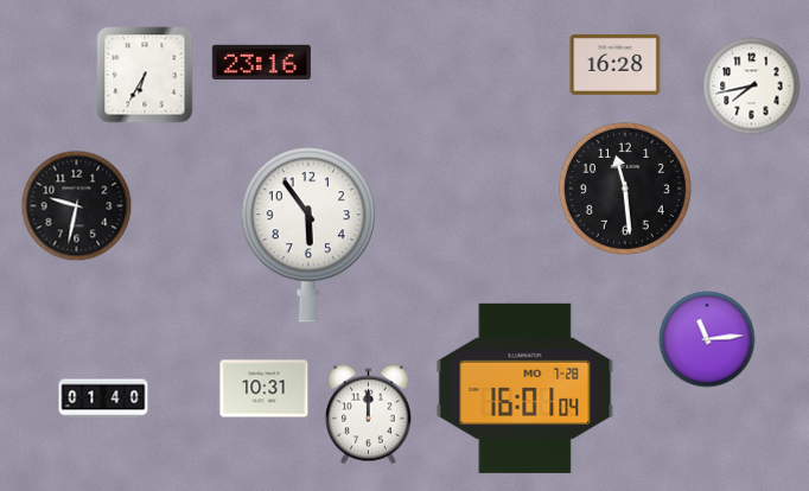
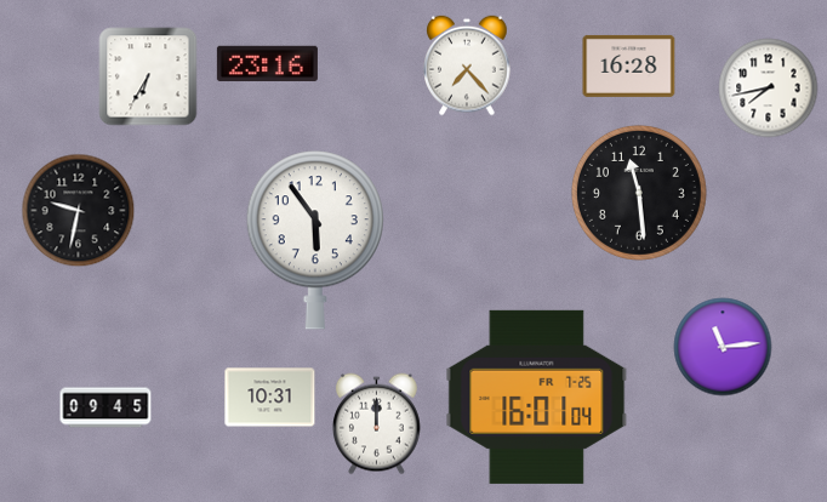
clock at (467, 65): none -> 7:23
clock at (525, 388) date: MO 7-28 -> FR 7-25
clock at (103, 398): 01:40 -> 09:45
